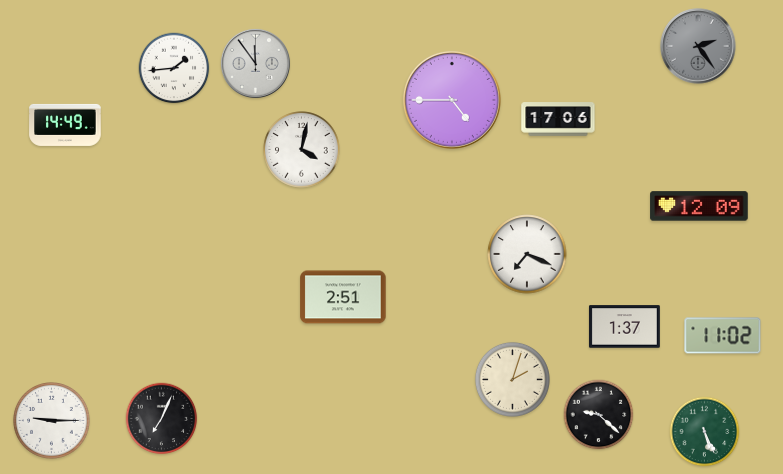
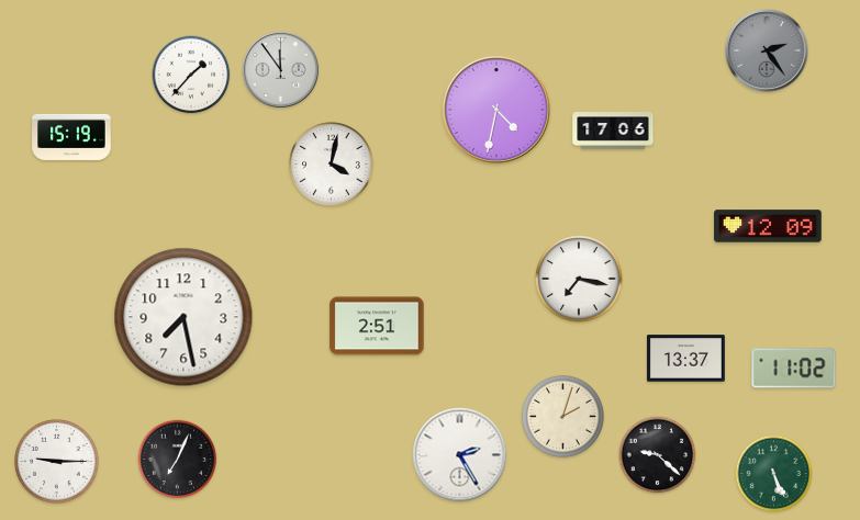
clock at (174, 68): 1:44 -> 1:37
clock at (452, 100): 4:45 -> 4:32
clock at (65, 125): 14:49 -> 15:19
clock at (527, 254): 7:19 -> 7:17
clock at (183, 317): none -> 7:28
clock at (624, 327): 1:37 -> 13:37
clock at (460, 455): none -> 2:25
